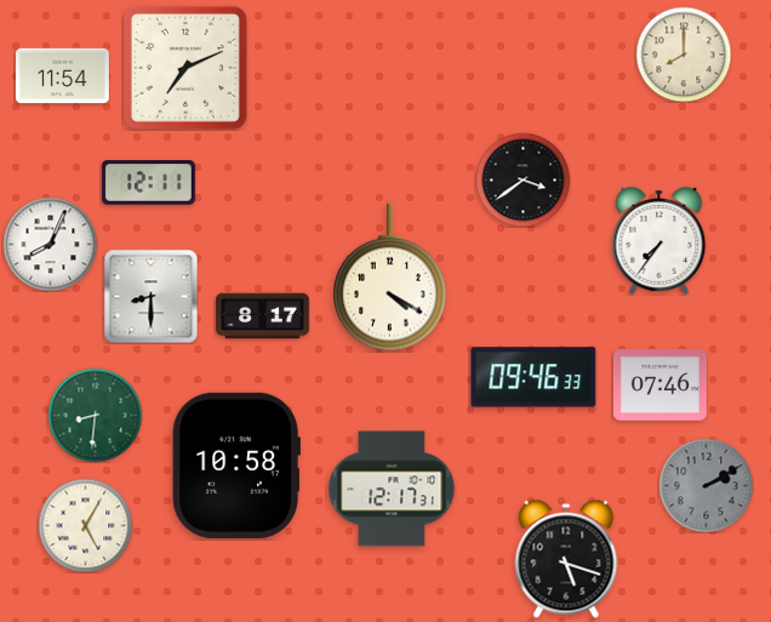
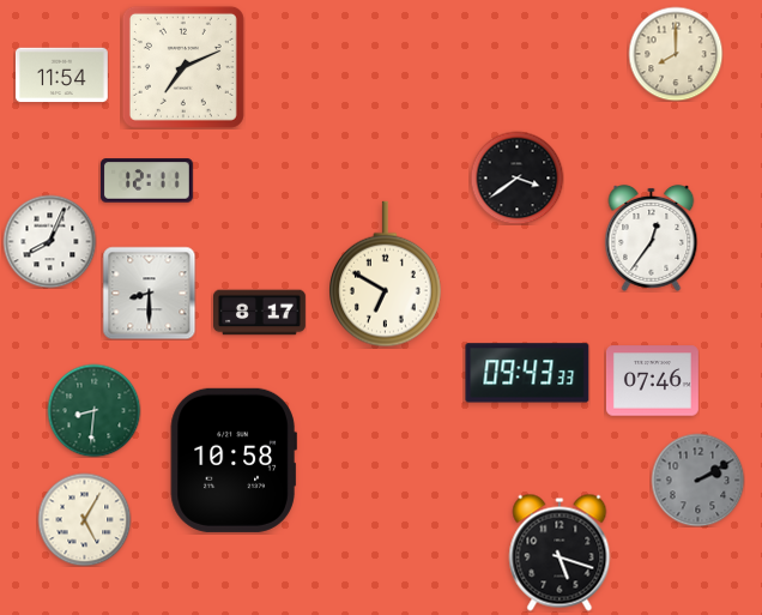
clock at (659, 240): 7:36 -> 12:36
clock at (390, 278): 4:20 -> 6:50
clock at (533, 377): 09:46 -> 09:43
clock at (392, 489): 12:17 -> none
